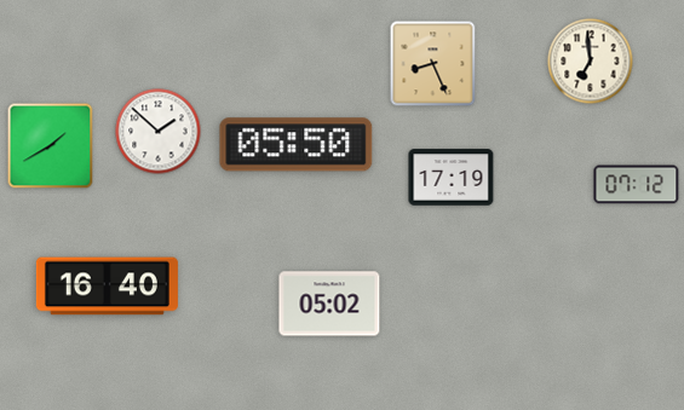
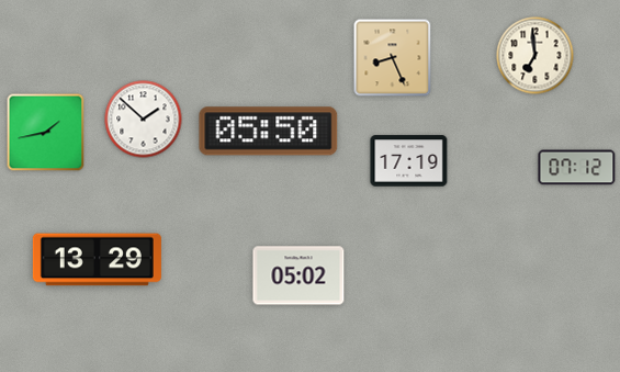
clock at (51, 146): 1:40 -> 1:43
clock at (107, 287): 16:40 -> 13:29
